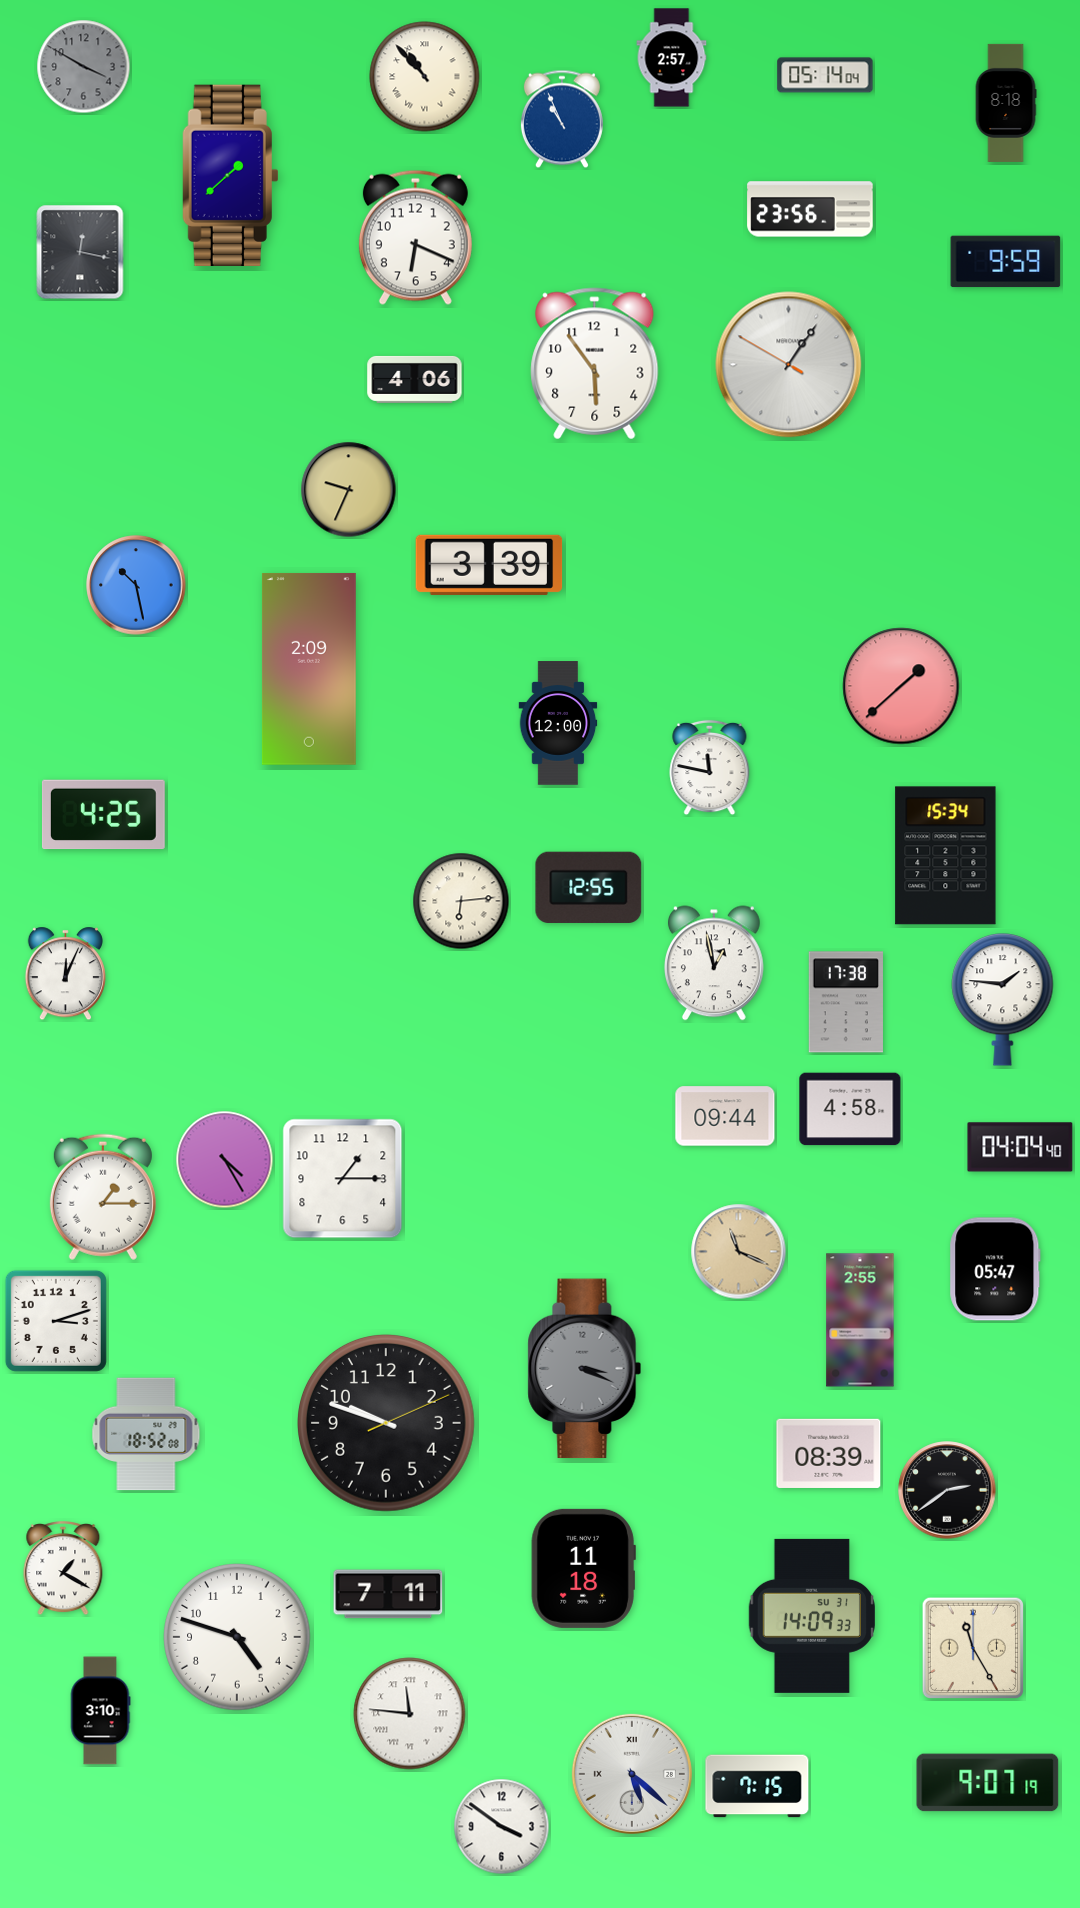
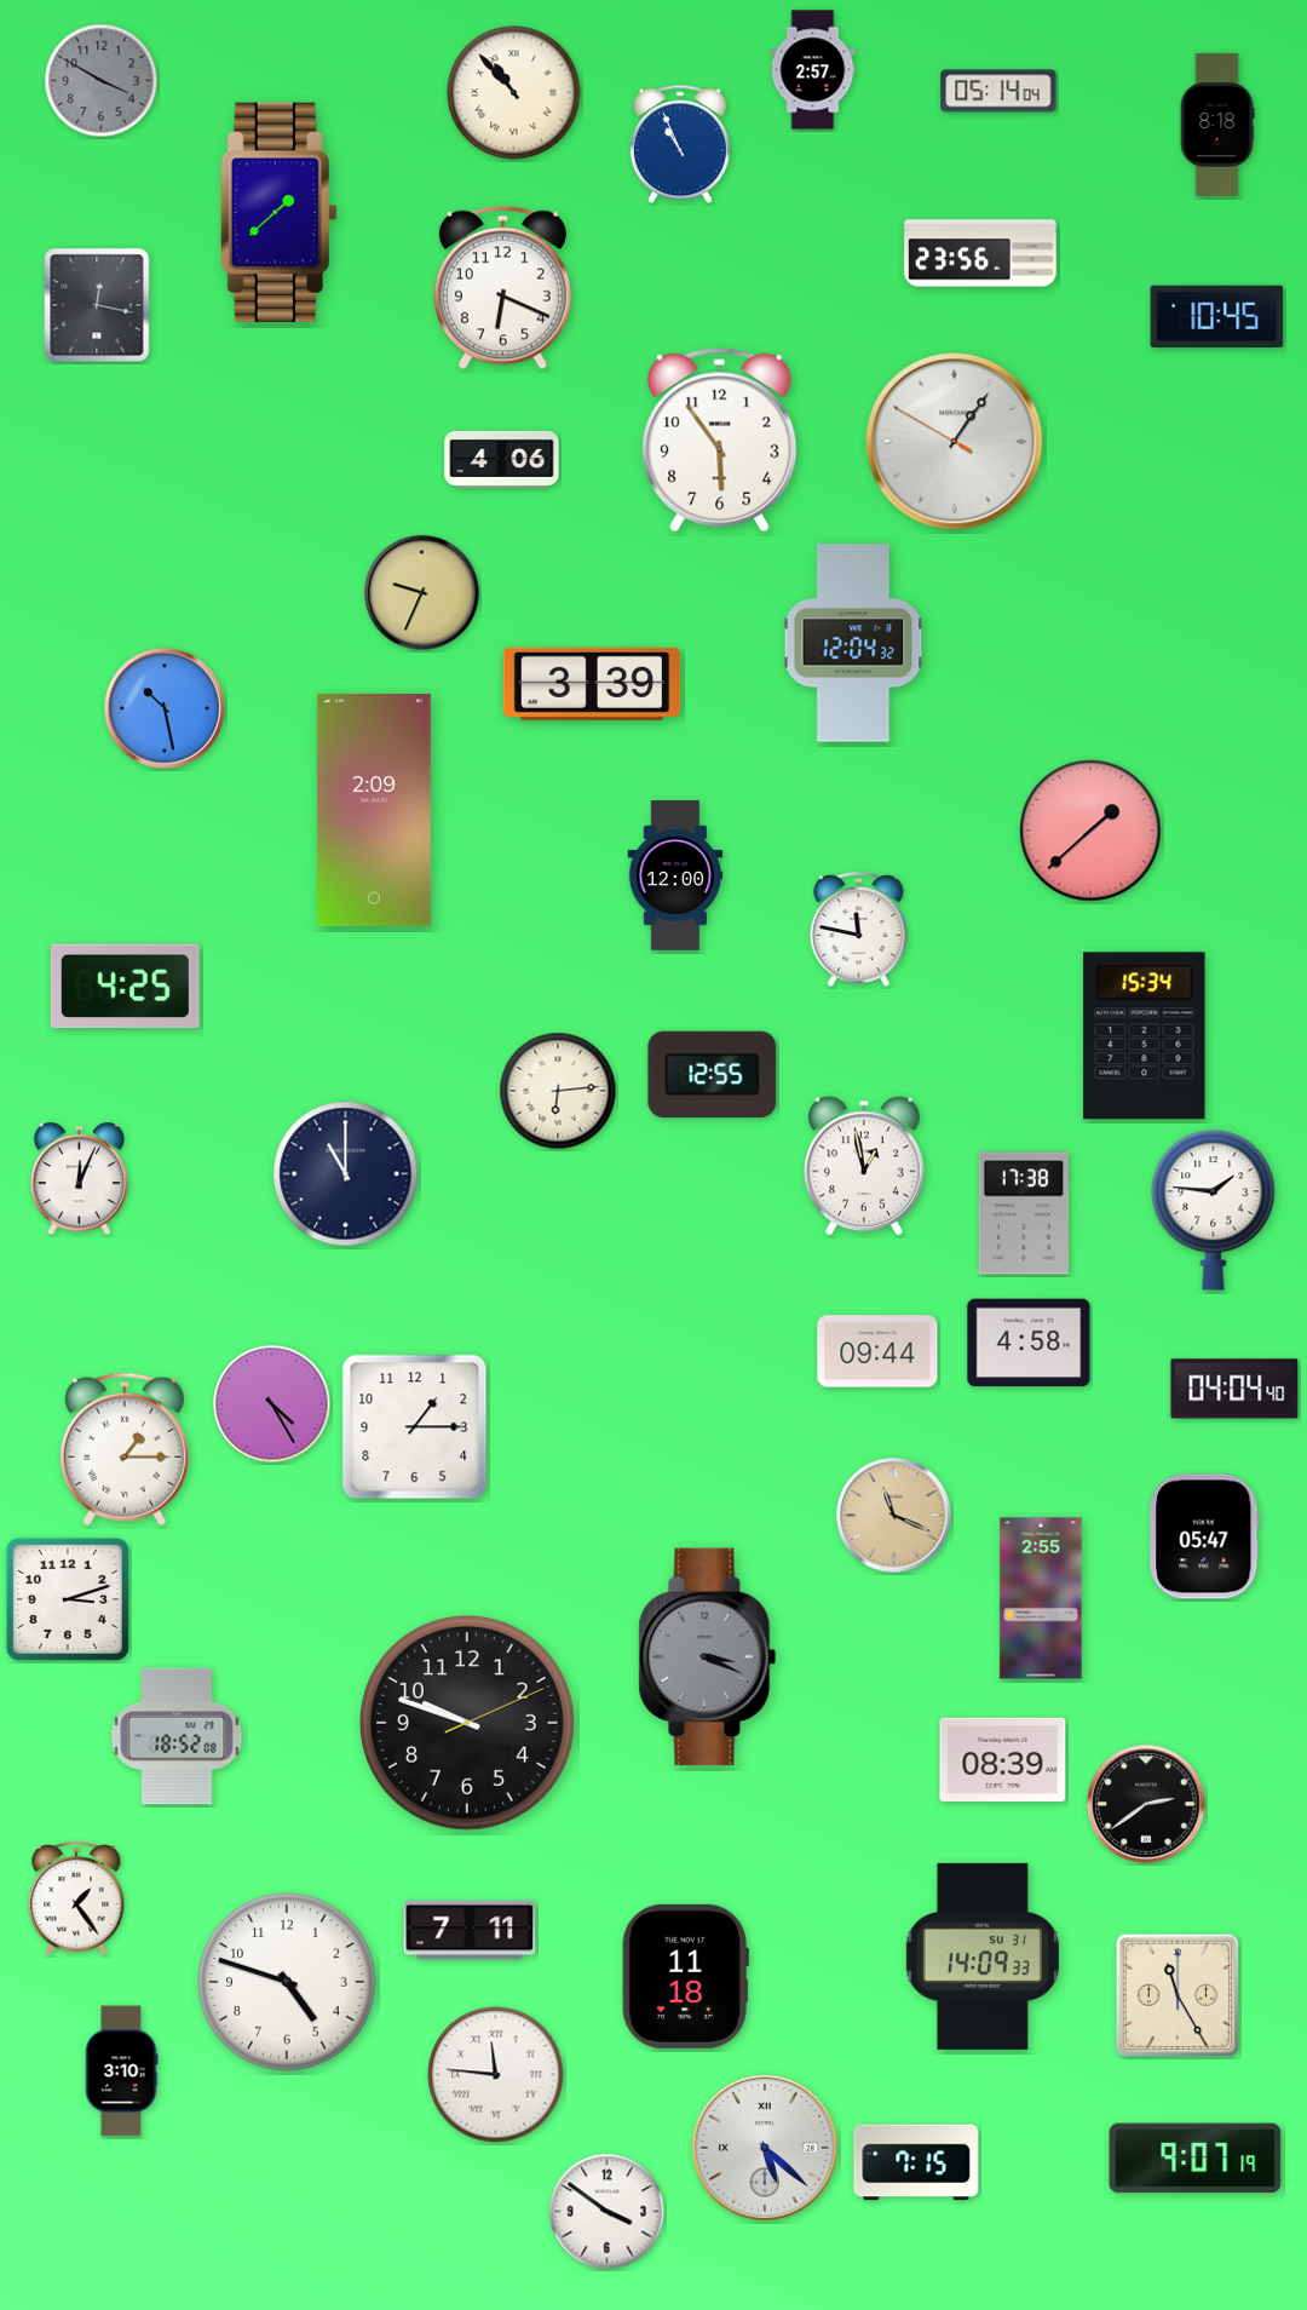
clock at (1006, 262): 9:59 -> 10:45
clock at (853, 643): none -> 12:04
clock at (346, 1174): none -> 11:00
clock at (583, 1568) position: (583, 1568) -> (685, 1976)
clock at (63, 1569): 1:20 -> 1:24
